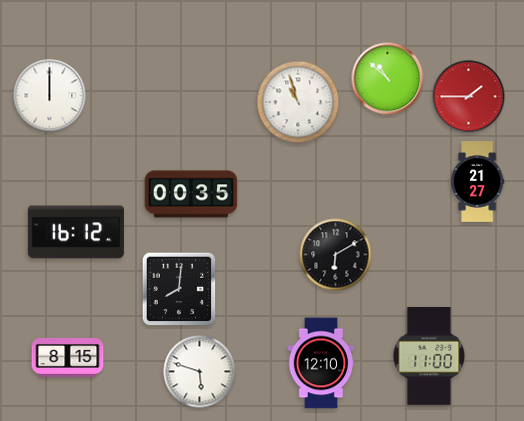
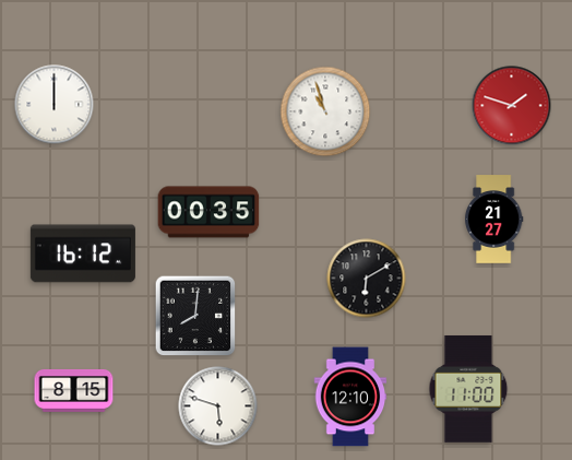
clock at (388, 79): 10:52 -> none
clock at (469, 97): 1:45 -> 1:48
clock at (477, 182) position: (477, 182) -> (493, 220)
